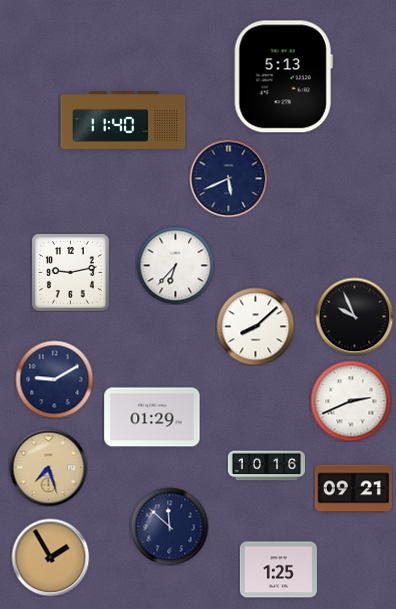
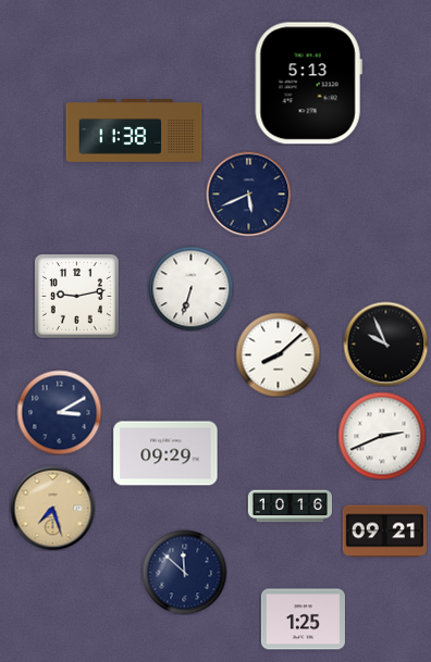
clock at (123, 121): 11:40 -> 11:38
clock at (175, 265): 6:37 -> 6:33
clock at (54, 379): 9:10 -> 3:10
clock at (152, 417): 01:29 -> 09:29
clock at (50, 557): 1:55 -> none
